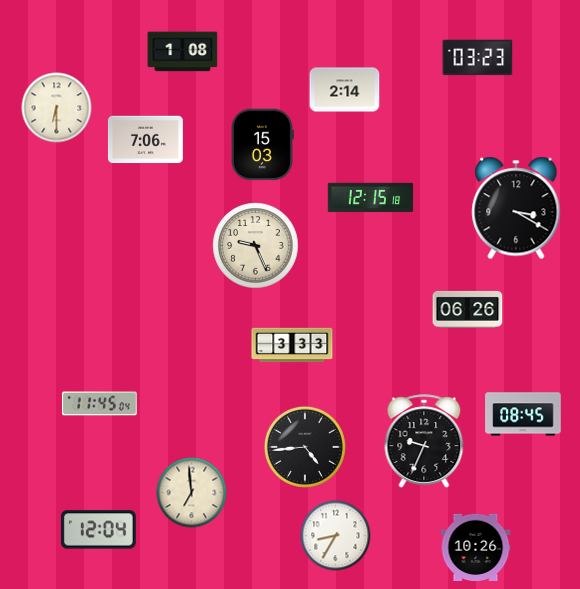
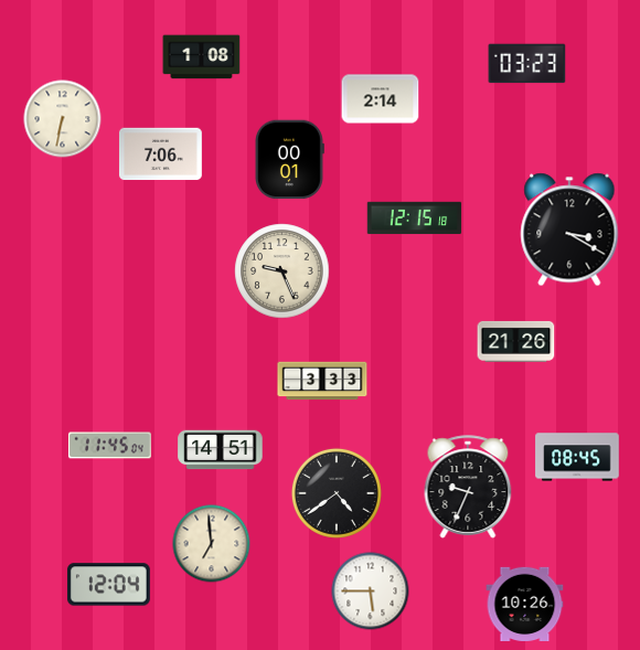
clock at (57, 108): 6:30 -> 6:32
clock at (263, 145): 15:03 -> 00:01
clock at (371, 198) position: (371, 198) -> (415, 219)
clock at (468, 309): 06:26 -> 21:26
clock at (221, 450): none -> 14:51
clock at (305, 447): 4:44 -> 4:39
clock at (336, 536): 8:35 -> 5:45
